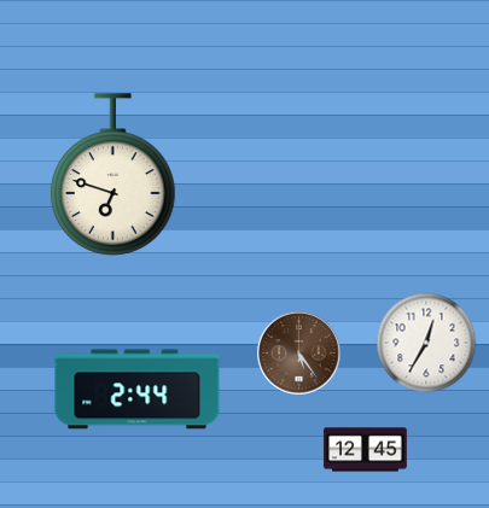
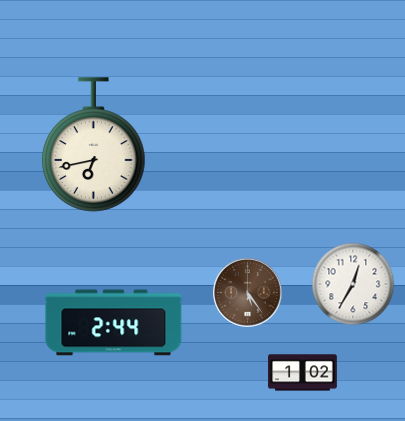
clock at (113, 175): 6:48 -> 6:43
clock at (366, 450): 12:45 -> 1:02
